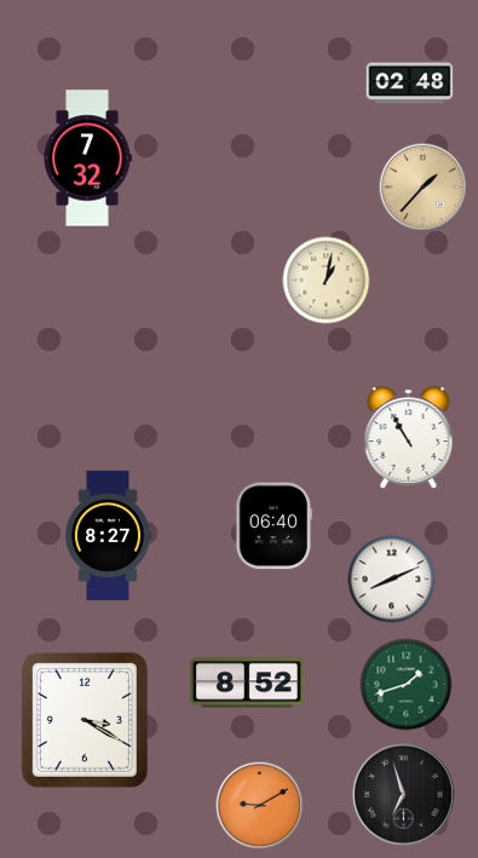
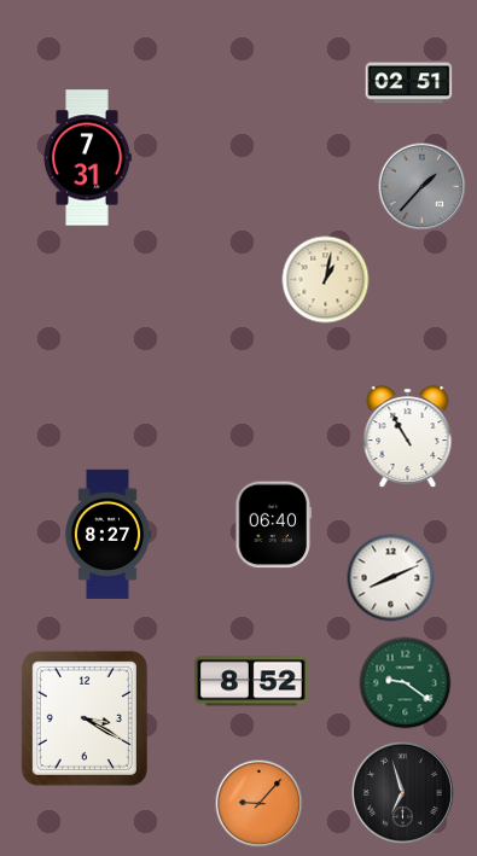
clock at (410, 84): 02:48 -> 02:51
clock at (87, 159): 7:32 -> 7:31
clock at (424, 188) dial: champagne -> grey
clock at (247, 683) position: (247, 683) -> (251, 681)
clock at (407, 685): 1:42 -> 9:21
clock at (260, 806): 9:10 -> 9:07
